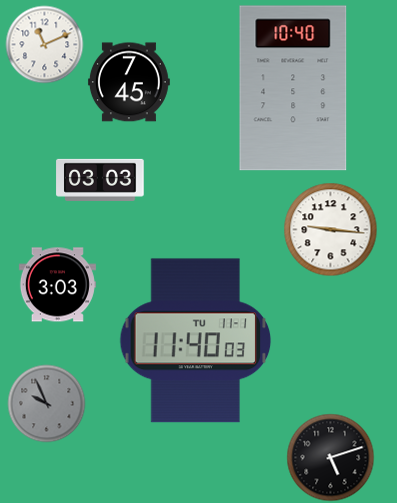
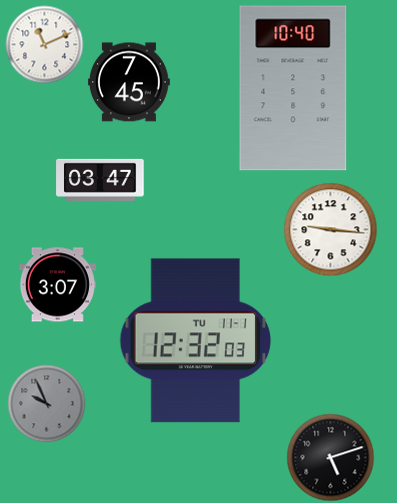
clock at (100, 180): 03:03 -> 03:47
clock at (57, 285): 3:03 -> 3:07
clock at (196, 341): 11:40 -> 12:32
